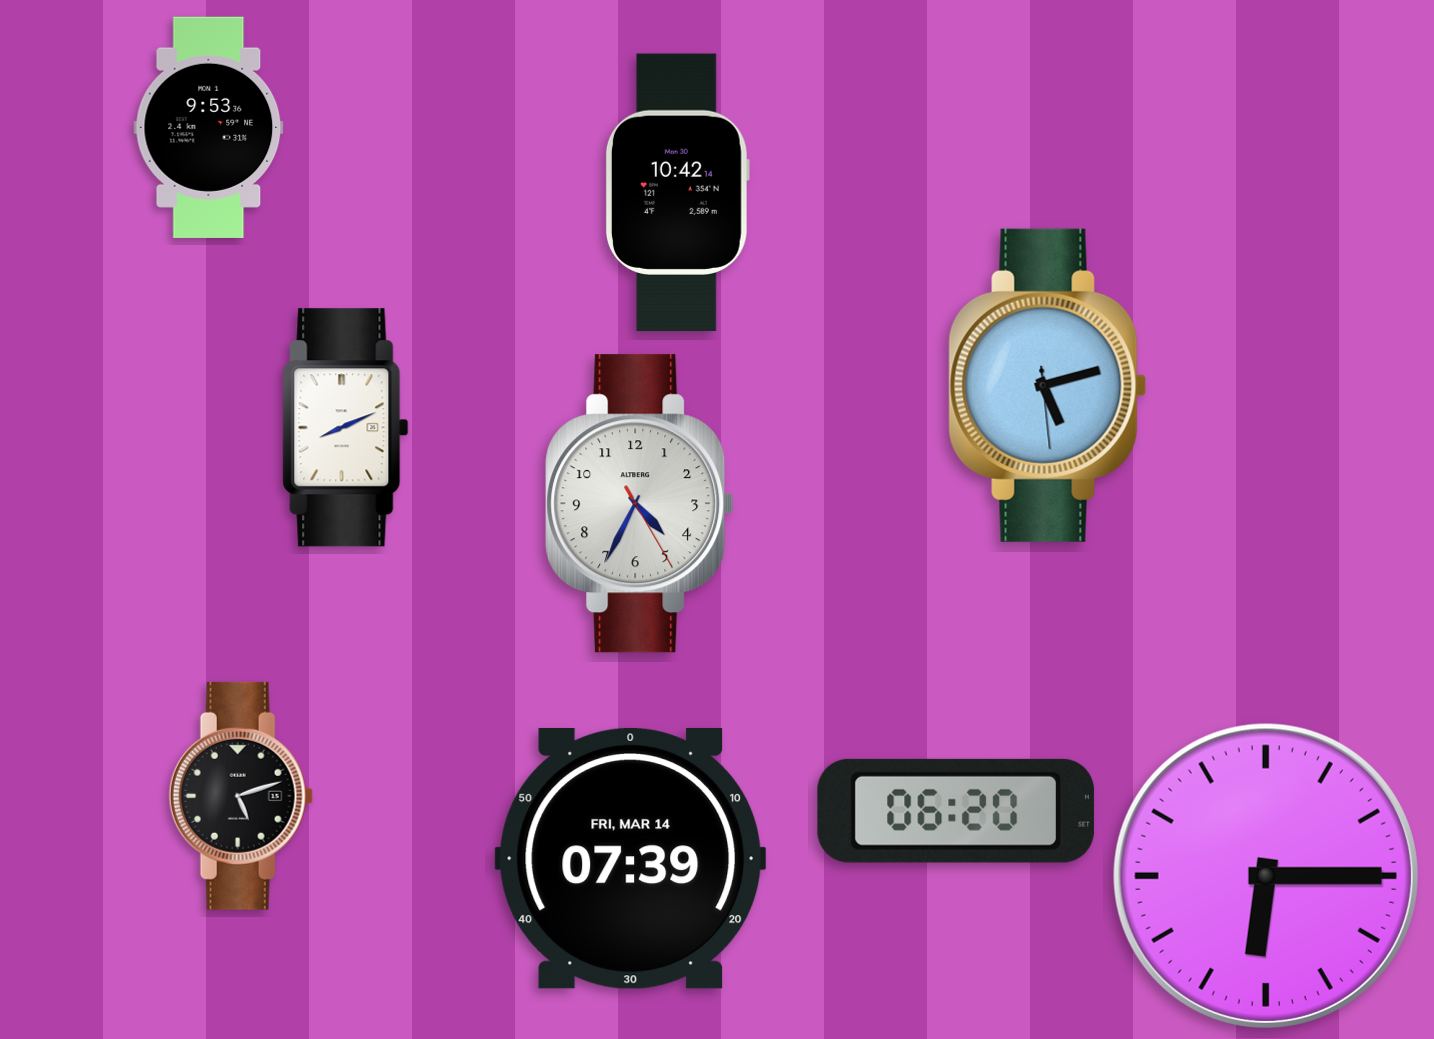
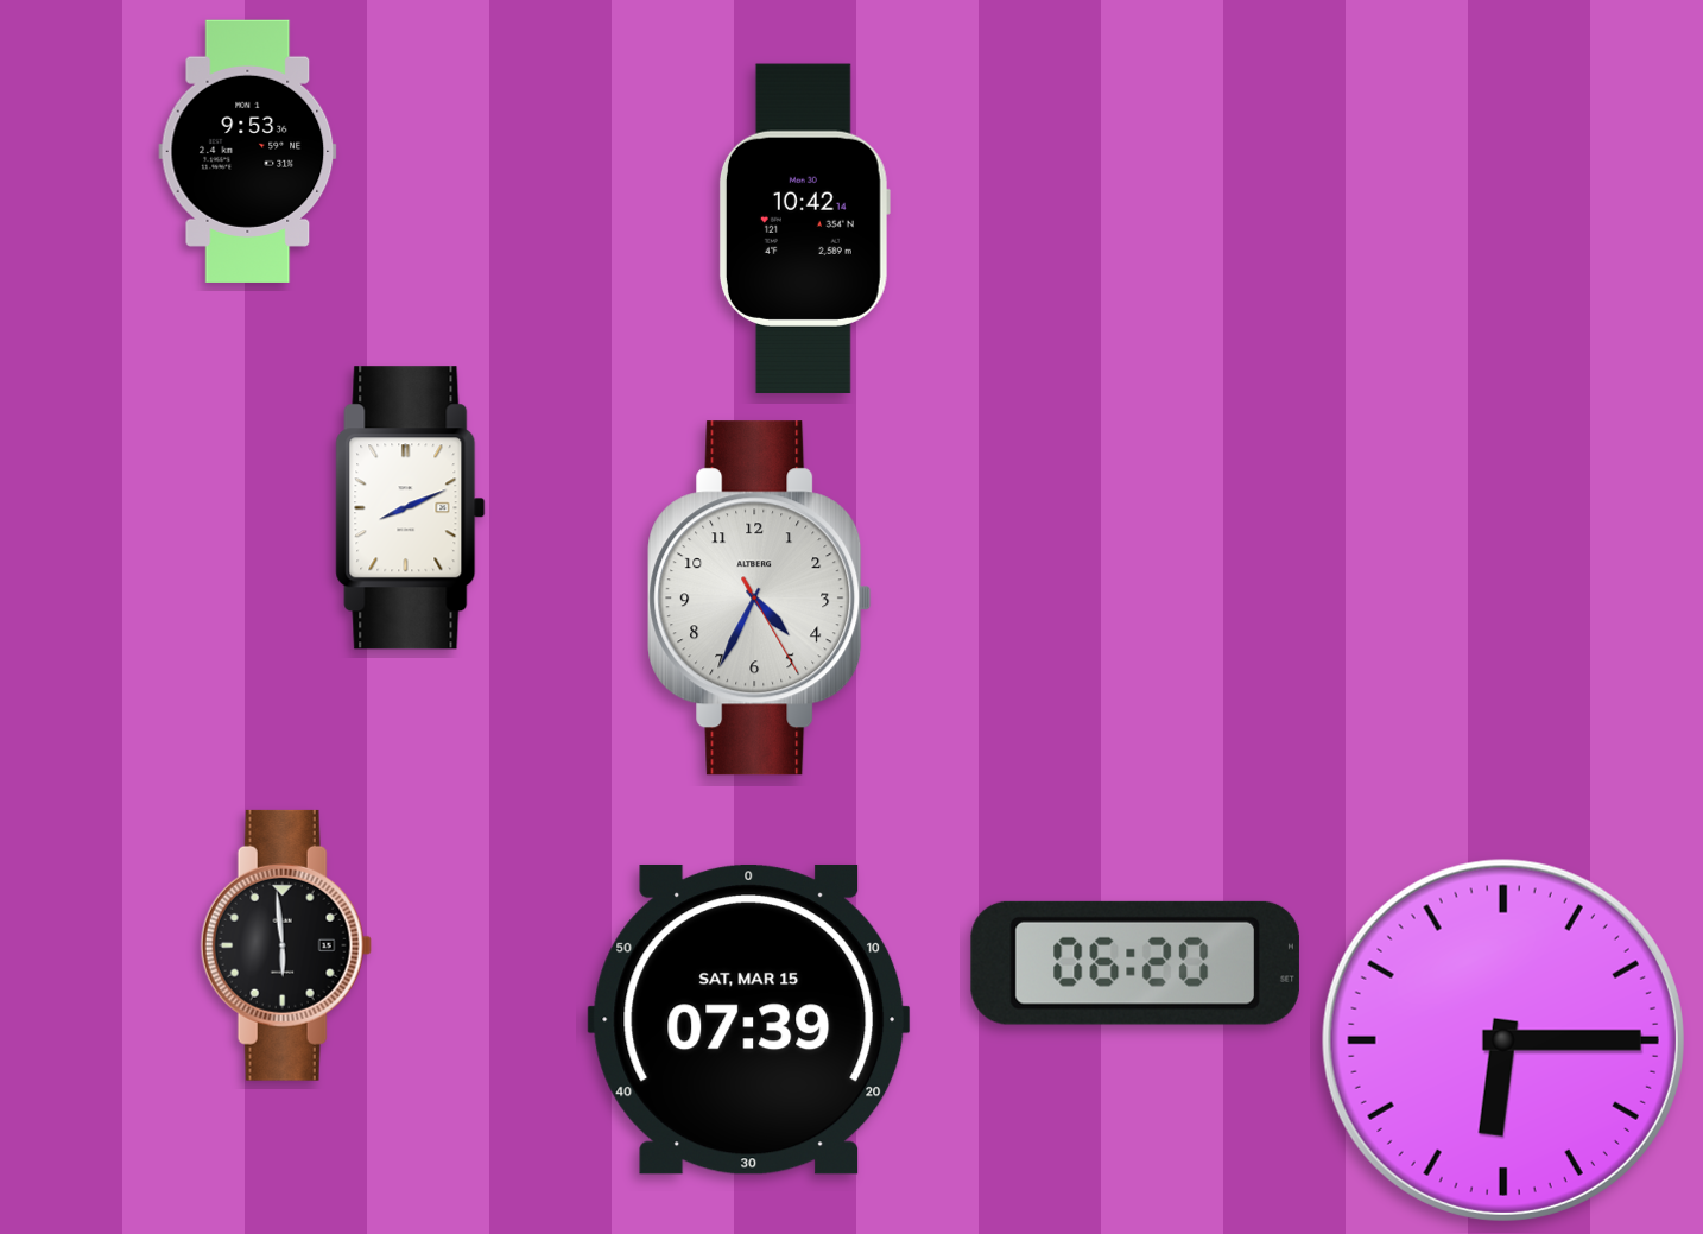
clock at (1048, 385): 5:12 -> none
clock at (241, 796): 5:12 -> 5:59
clock at (631, 858) date: FRI, MAR 14 -> SAT, MAR 15
